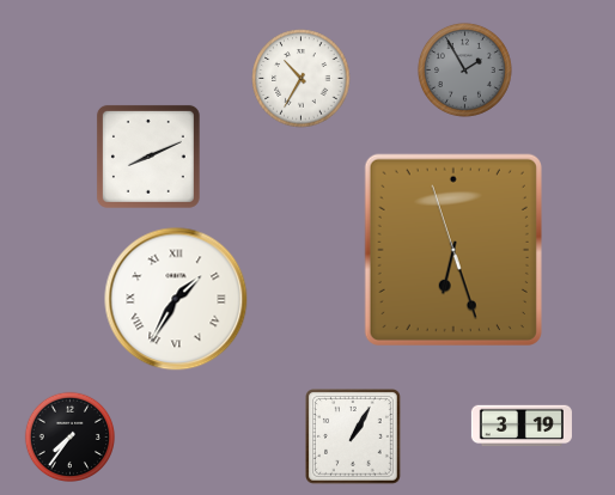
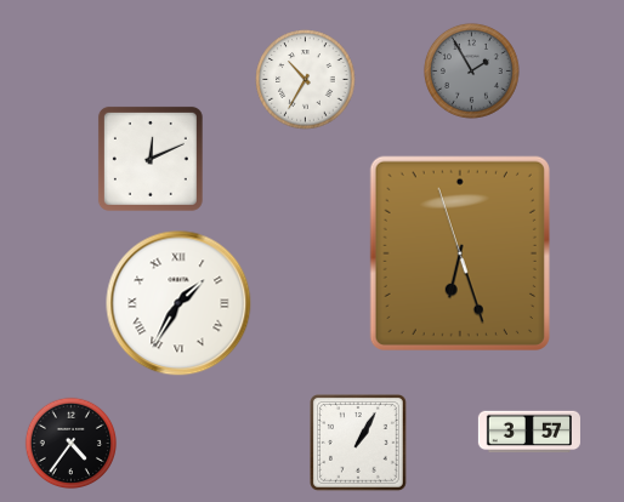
clock at (148, 157): 8:11 -> 12:11
clock at (522, 426): 3:19 -> 3:57
clock at (71, 438): 7:36 -> 4:36
